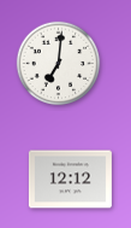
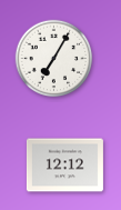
clock at (59, 64): 7:01 -> 7:05
